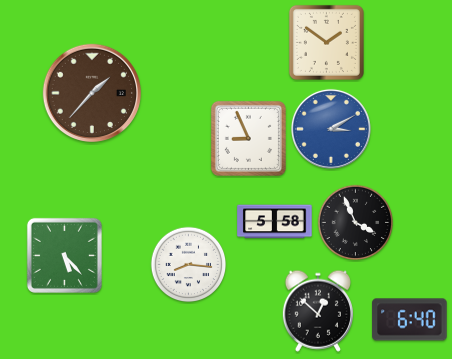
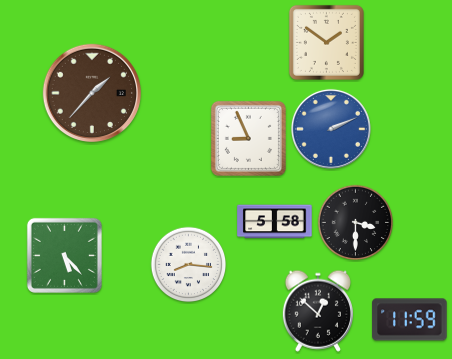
clock at (331, 129): 3:10 -> 2:11
clock at (356, 223): 3:56 -> 3:30
clock at (410, 320): 6:40 -> 11:59
